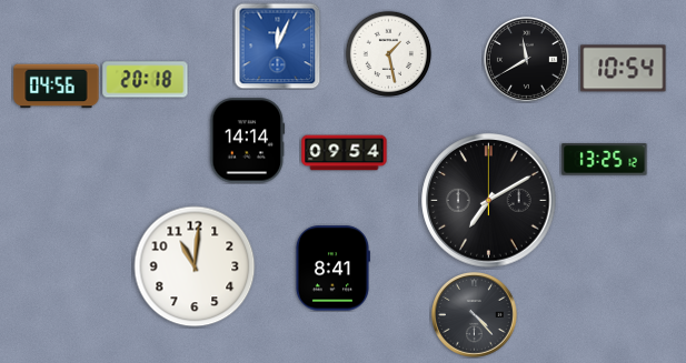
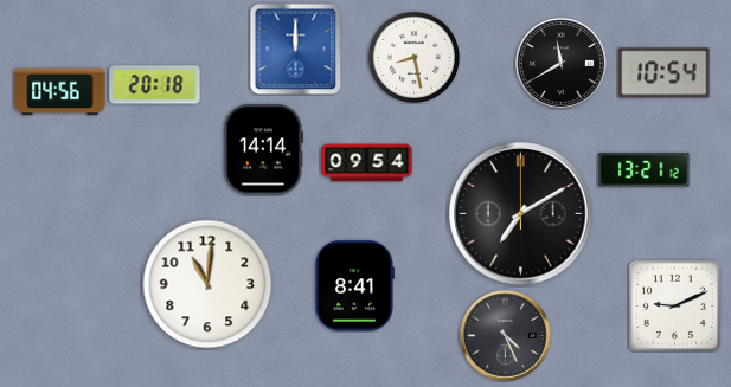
clock at (277, 46): 12:04 -> 12:00
clock at (388, 53): 1:28 -> 8:28
clock at (605, 160): 13:25 -> 13:21
clock at (674, 305): none -> 9:11
clock at (474, 314): 4:23 -> 4:26
